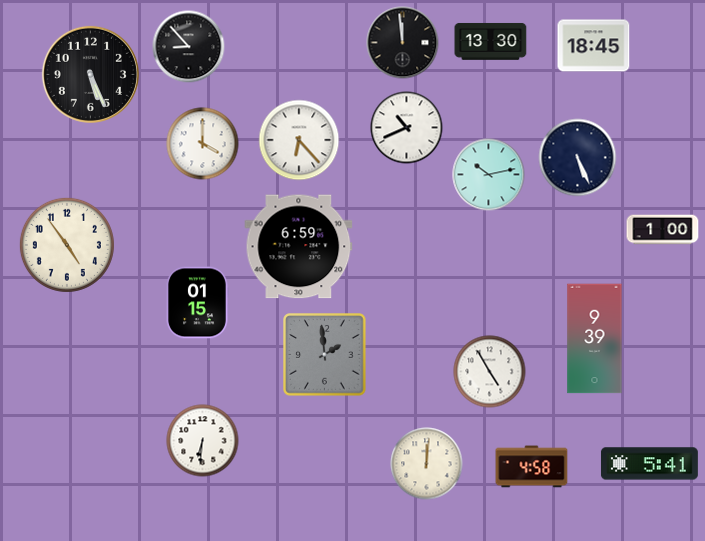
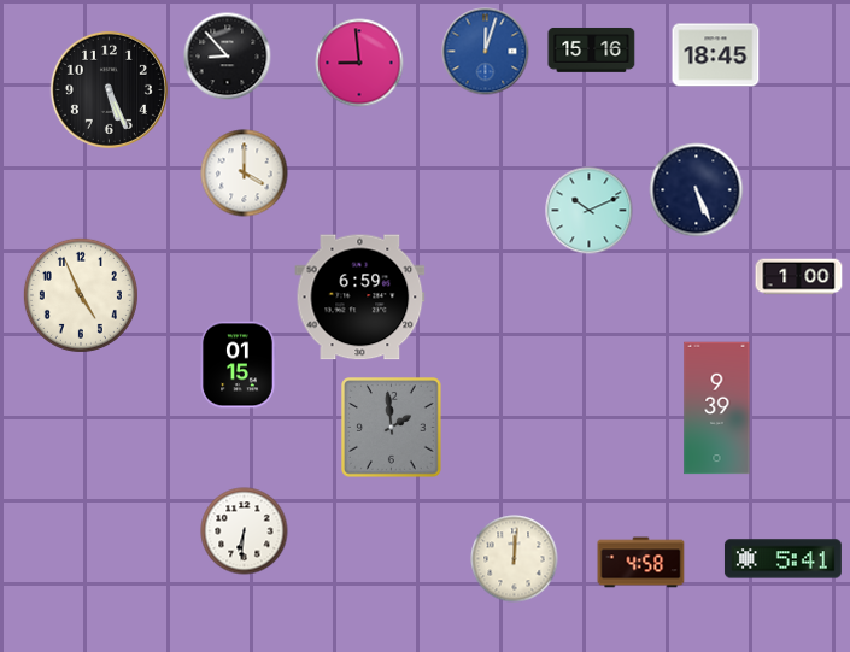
clock at (491, 42): 13:30 -> 15:16
clock at (403, 43): 11:59 -> 12:03
clock at (403, 43) dial: black -> blue
clock at (359, 63): none -> 8:59
clock at (407, 128): 10:41 -> none
clock at (299, 140): 6:23 -> none
clock at (489, 175): 10:13 -> 10:11
clock at (67, 245): 4:54 -> 4:56
clock at (490, 372): 4:55 -> none
